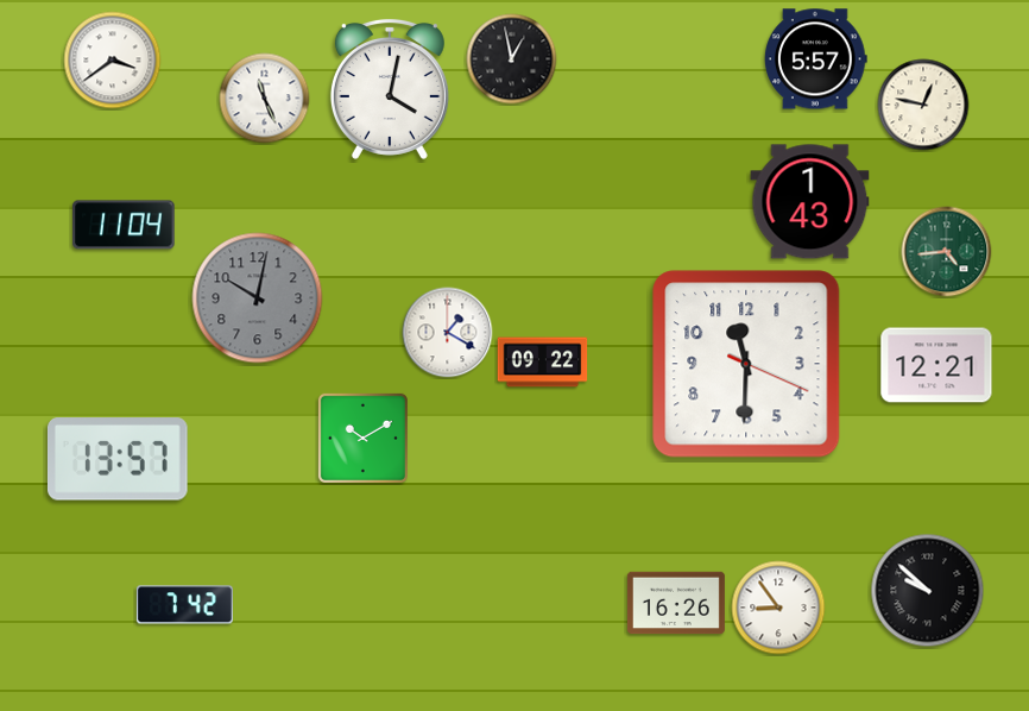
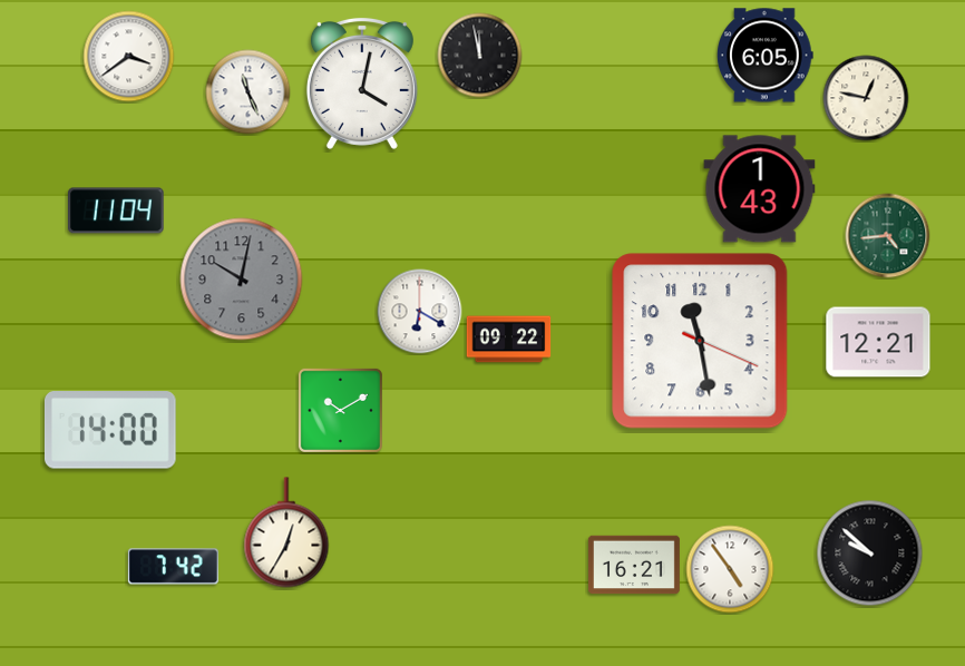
clock at (512, 59): 12:58 -> 11:58
clock at (816, 59): 5:57 -> 6:05
clock at (113, 61) position: (113, 61) -> (129, 57)
clock at (390, 89) position: (390, 89) -> (362, 84)
clock at (448, 333): 1:20 -> 6:20
clock at (746, 364): 11:30 -> 11:28
clock at (118, 459): 13:57 -> 14:00
clock at (286, 532): none -> 12:35
clock at (676, 603): 16:26 -> 16:21
clock at (778, 608): 8:54 -> 4:54
